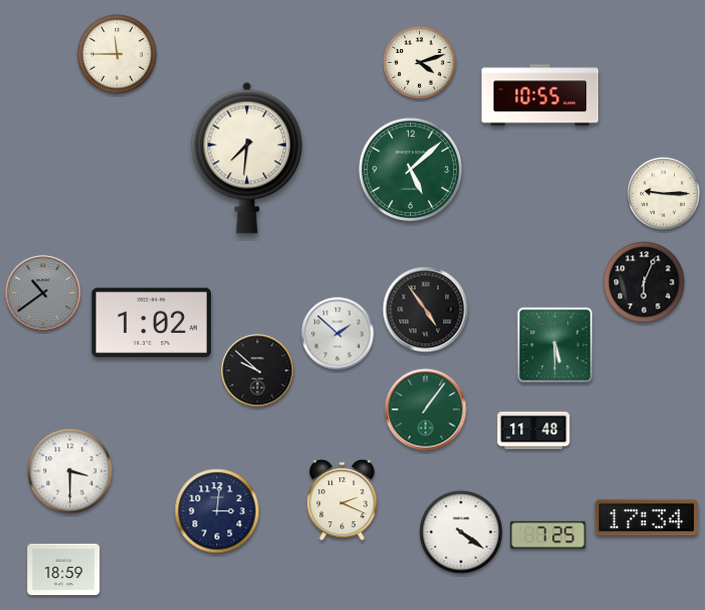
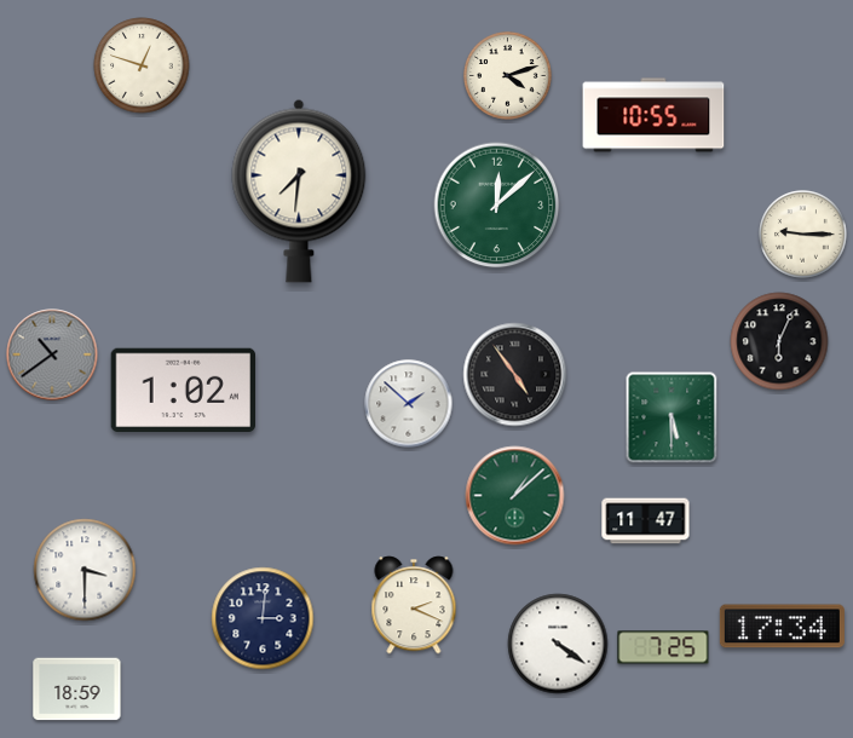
clock at (117, 54): 11:45 -> 12:48
clock at (411, 170): 5:08 -> 12:08
clock at (258, 371): 9:52 -> none
clock at (426, 410): 1:06 -> 1:08
clock at (534, 431): 11:48 -> 11:47
